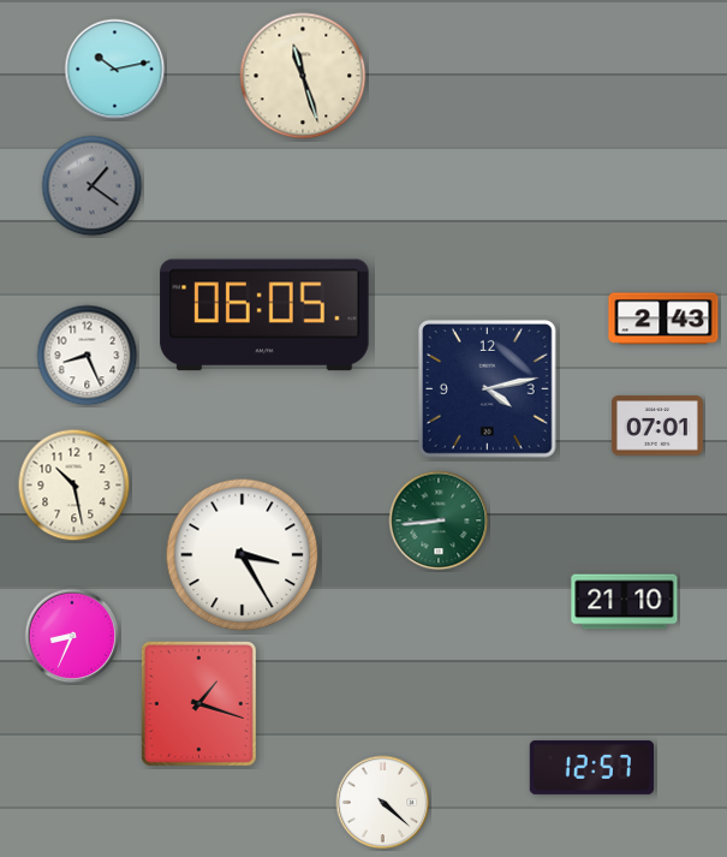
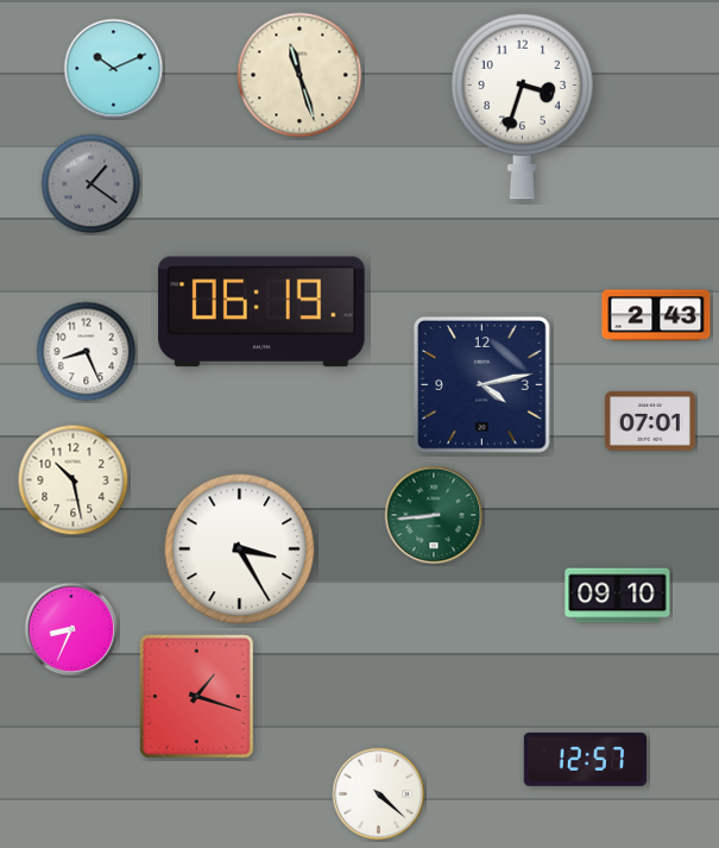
clock at (115, 70): 10:13 -> 10:11
clock at (522, 106): none -> 3:33
clock at (264, 315): 06:05 -> 06:19
clock at (625, 602): 21:10 -> 09:10
